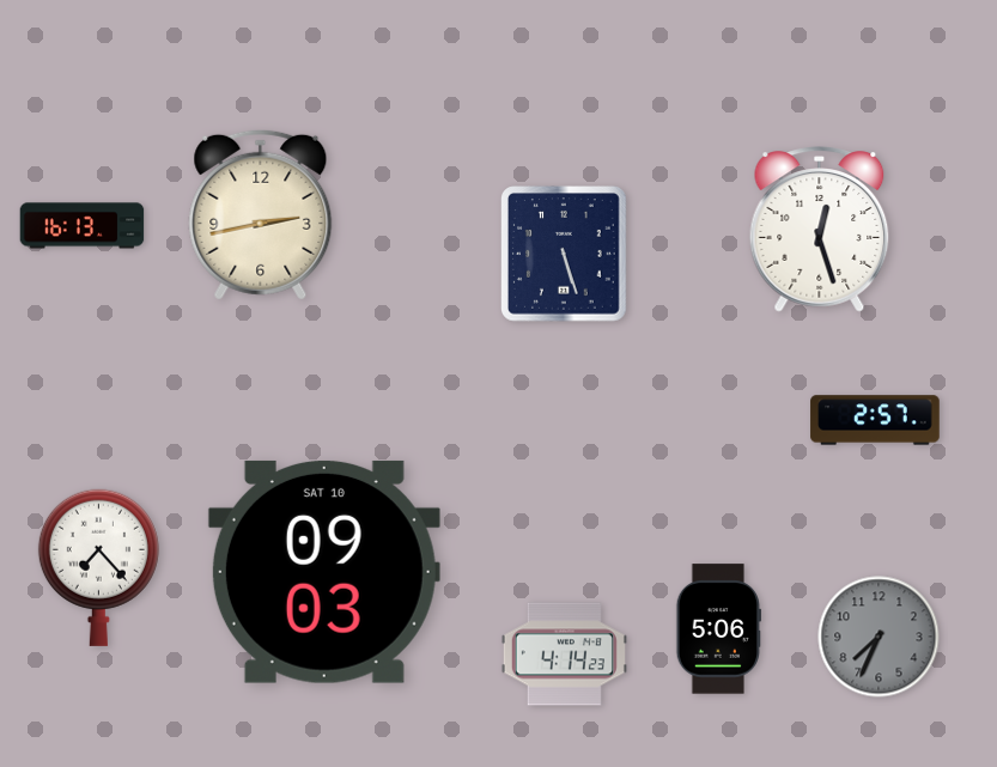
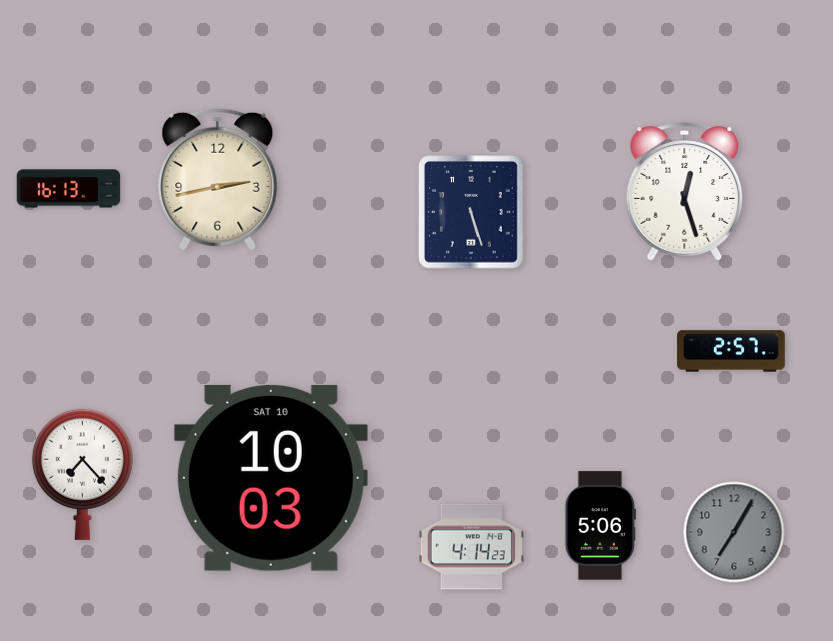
clock at (324, 572): 09:03 -> 10:03
clock at (879, 637): 7:34 -> 7:05
